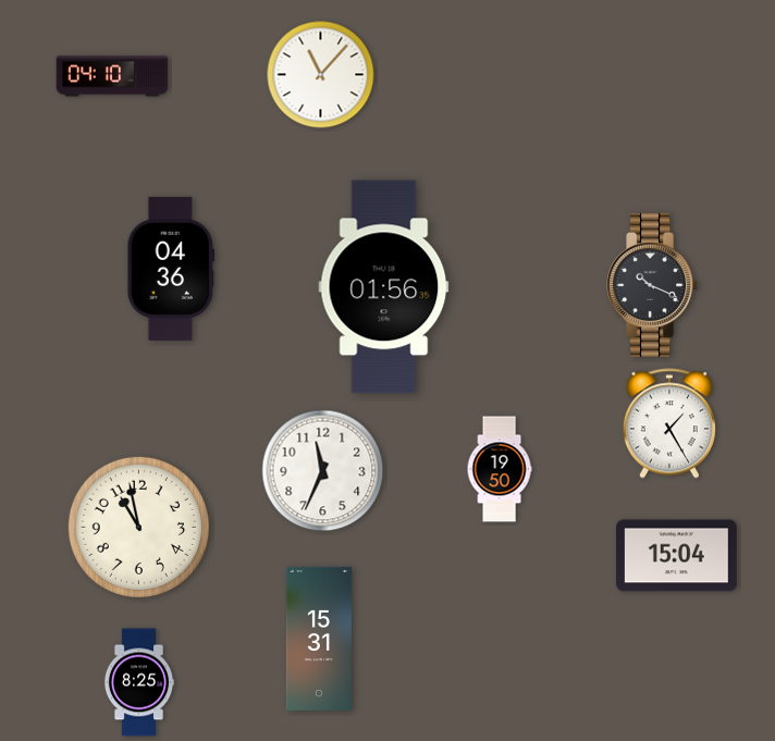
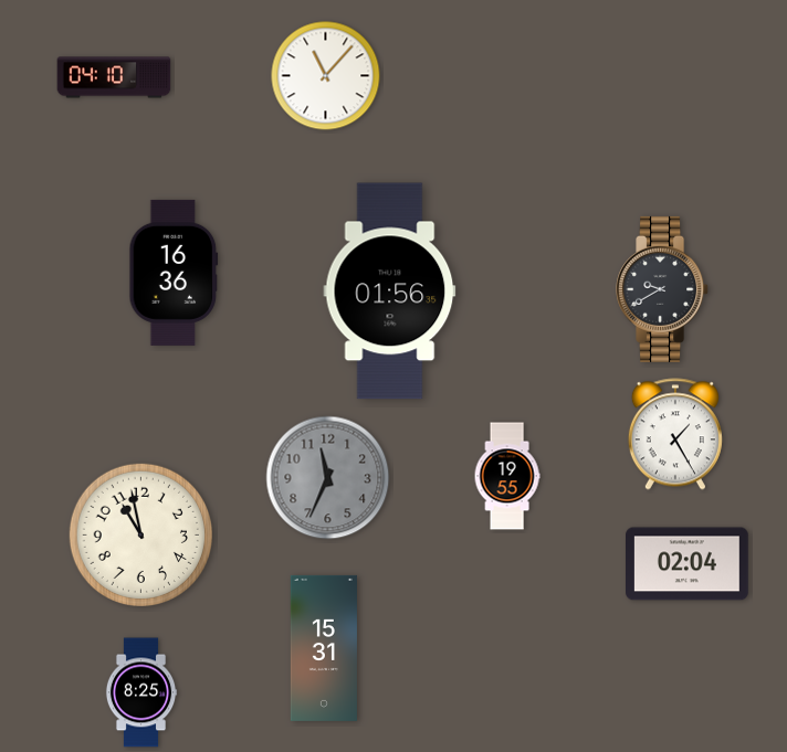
clock at (171, 269): 04:36 -> 16:36
clock at (653, 285): 10:19 -> 9:40
clock at (669, 423) position: (669, 423) -> (675, 434)
clock at (500, 469): 19:50 -> 19:55
clock at (323, 471) dial: white -> grey
clock at (677, 556): 15:04 -> 02:04
